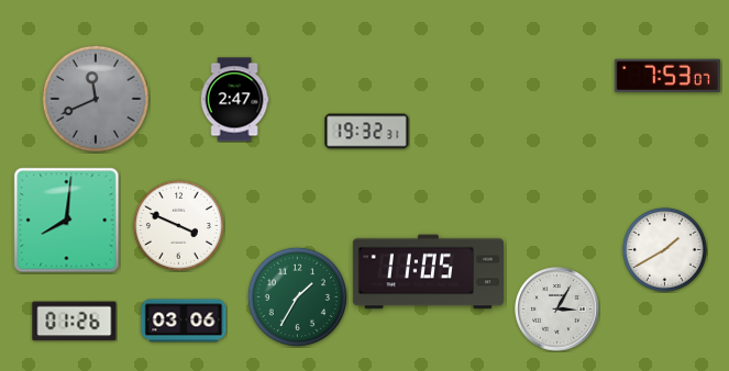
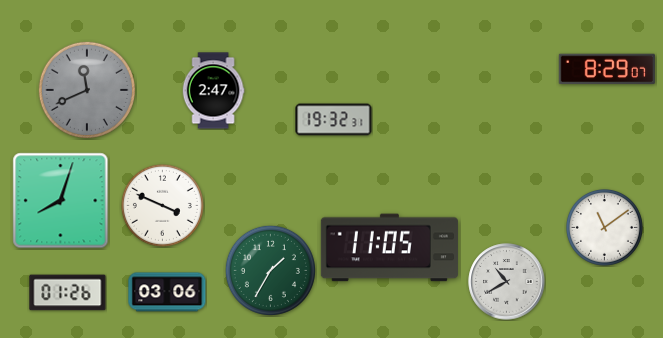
clock at (667, 76): 7:53 -> 8:29
clock at (67, 221): 8:01 -> 8:03
clock at (664, 249): 1:40 -> 11:09
clock at (557, 310): 3:05 -> 10:40
